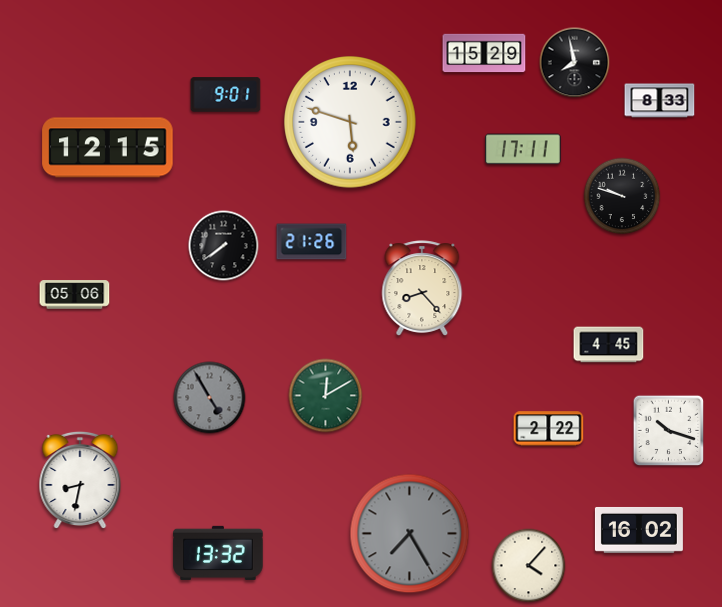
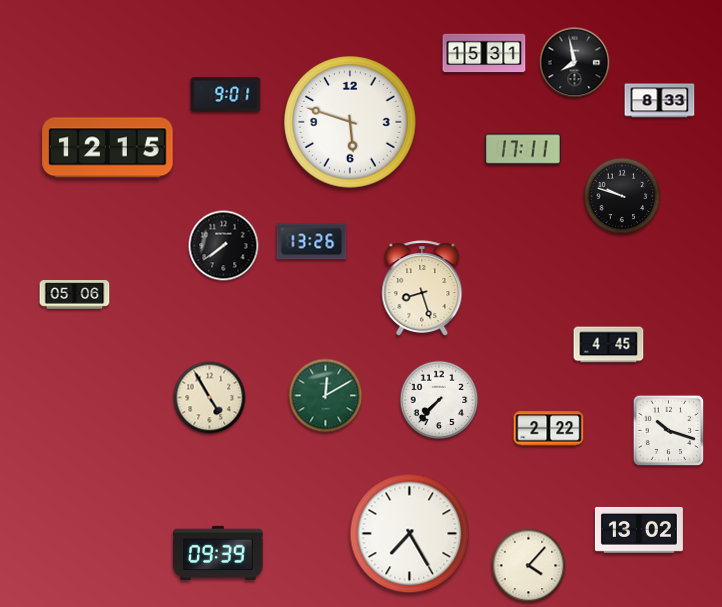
clock at (484, 53): 15:29 -> 15:31
clock at (312, 242): 21:26 -> 13:26
clock at (422, 288): 8:23 -> 8:27
clock at (210, 398) dial: grey -> cream
clock at (439, 400): none -> 7:37
clock at (80, 479): 8:32 -> none
clock at (639, 530): 16:02 -> 13:02
clock at (410, 534) dial: grey -> white
clock at (218, 553): 13:32 -> 09:39
